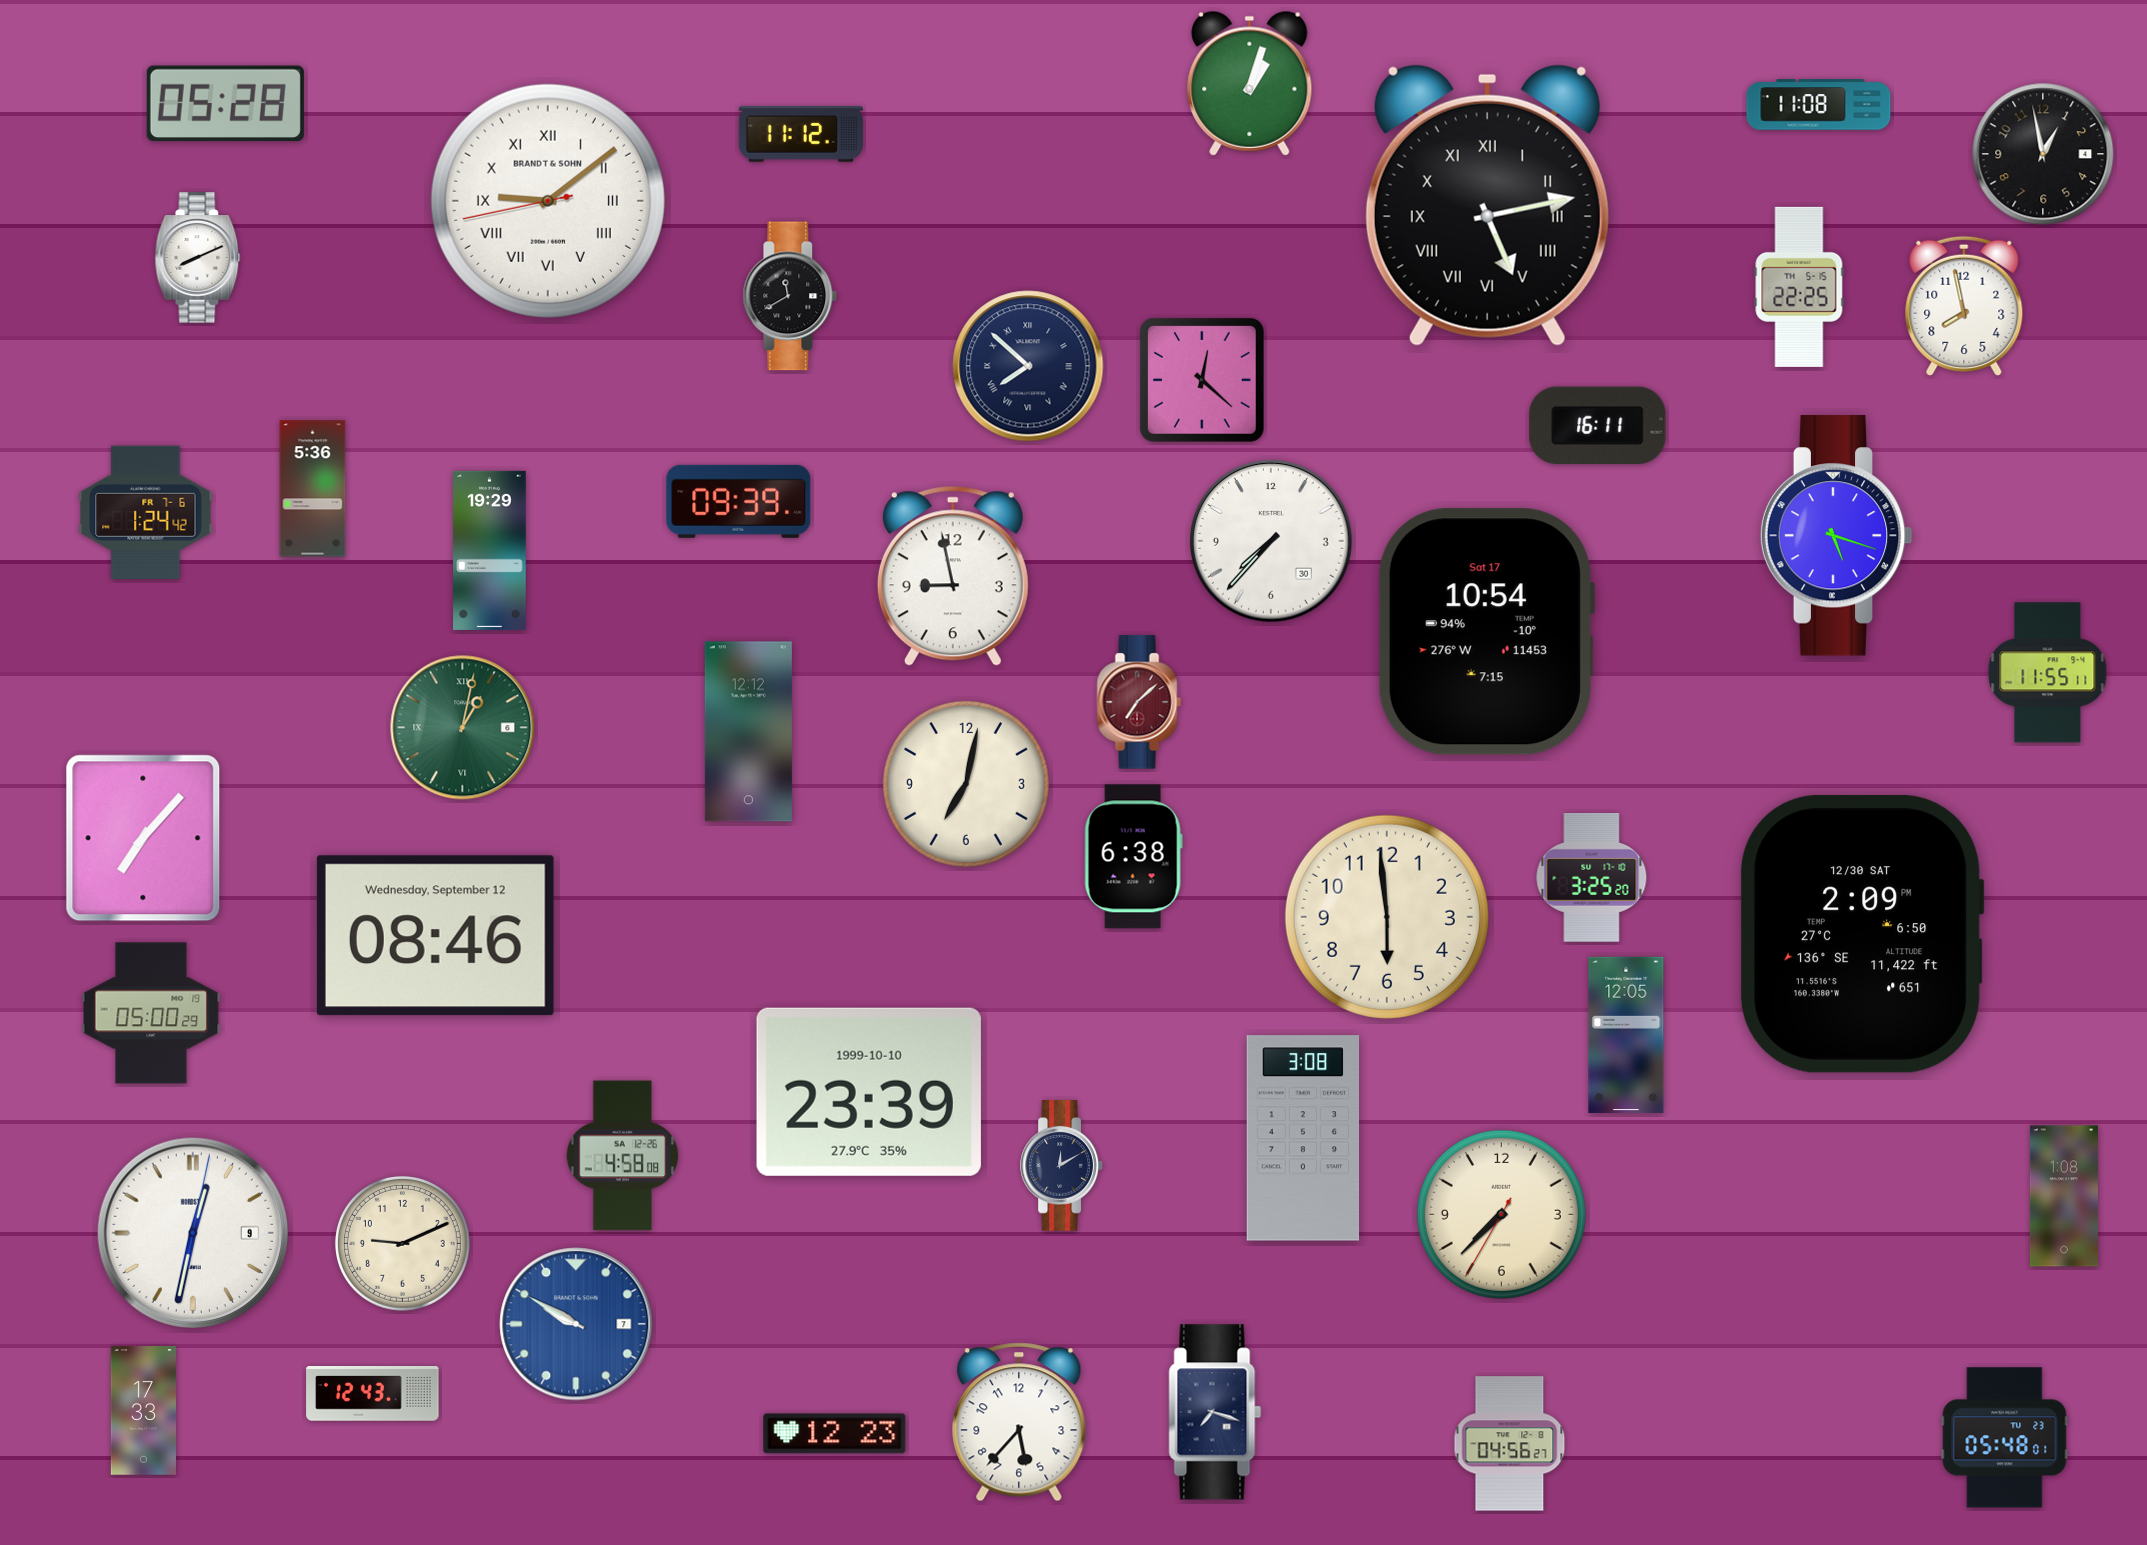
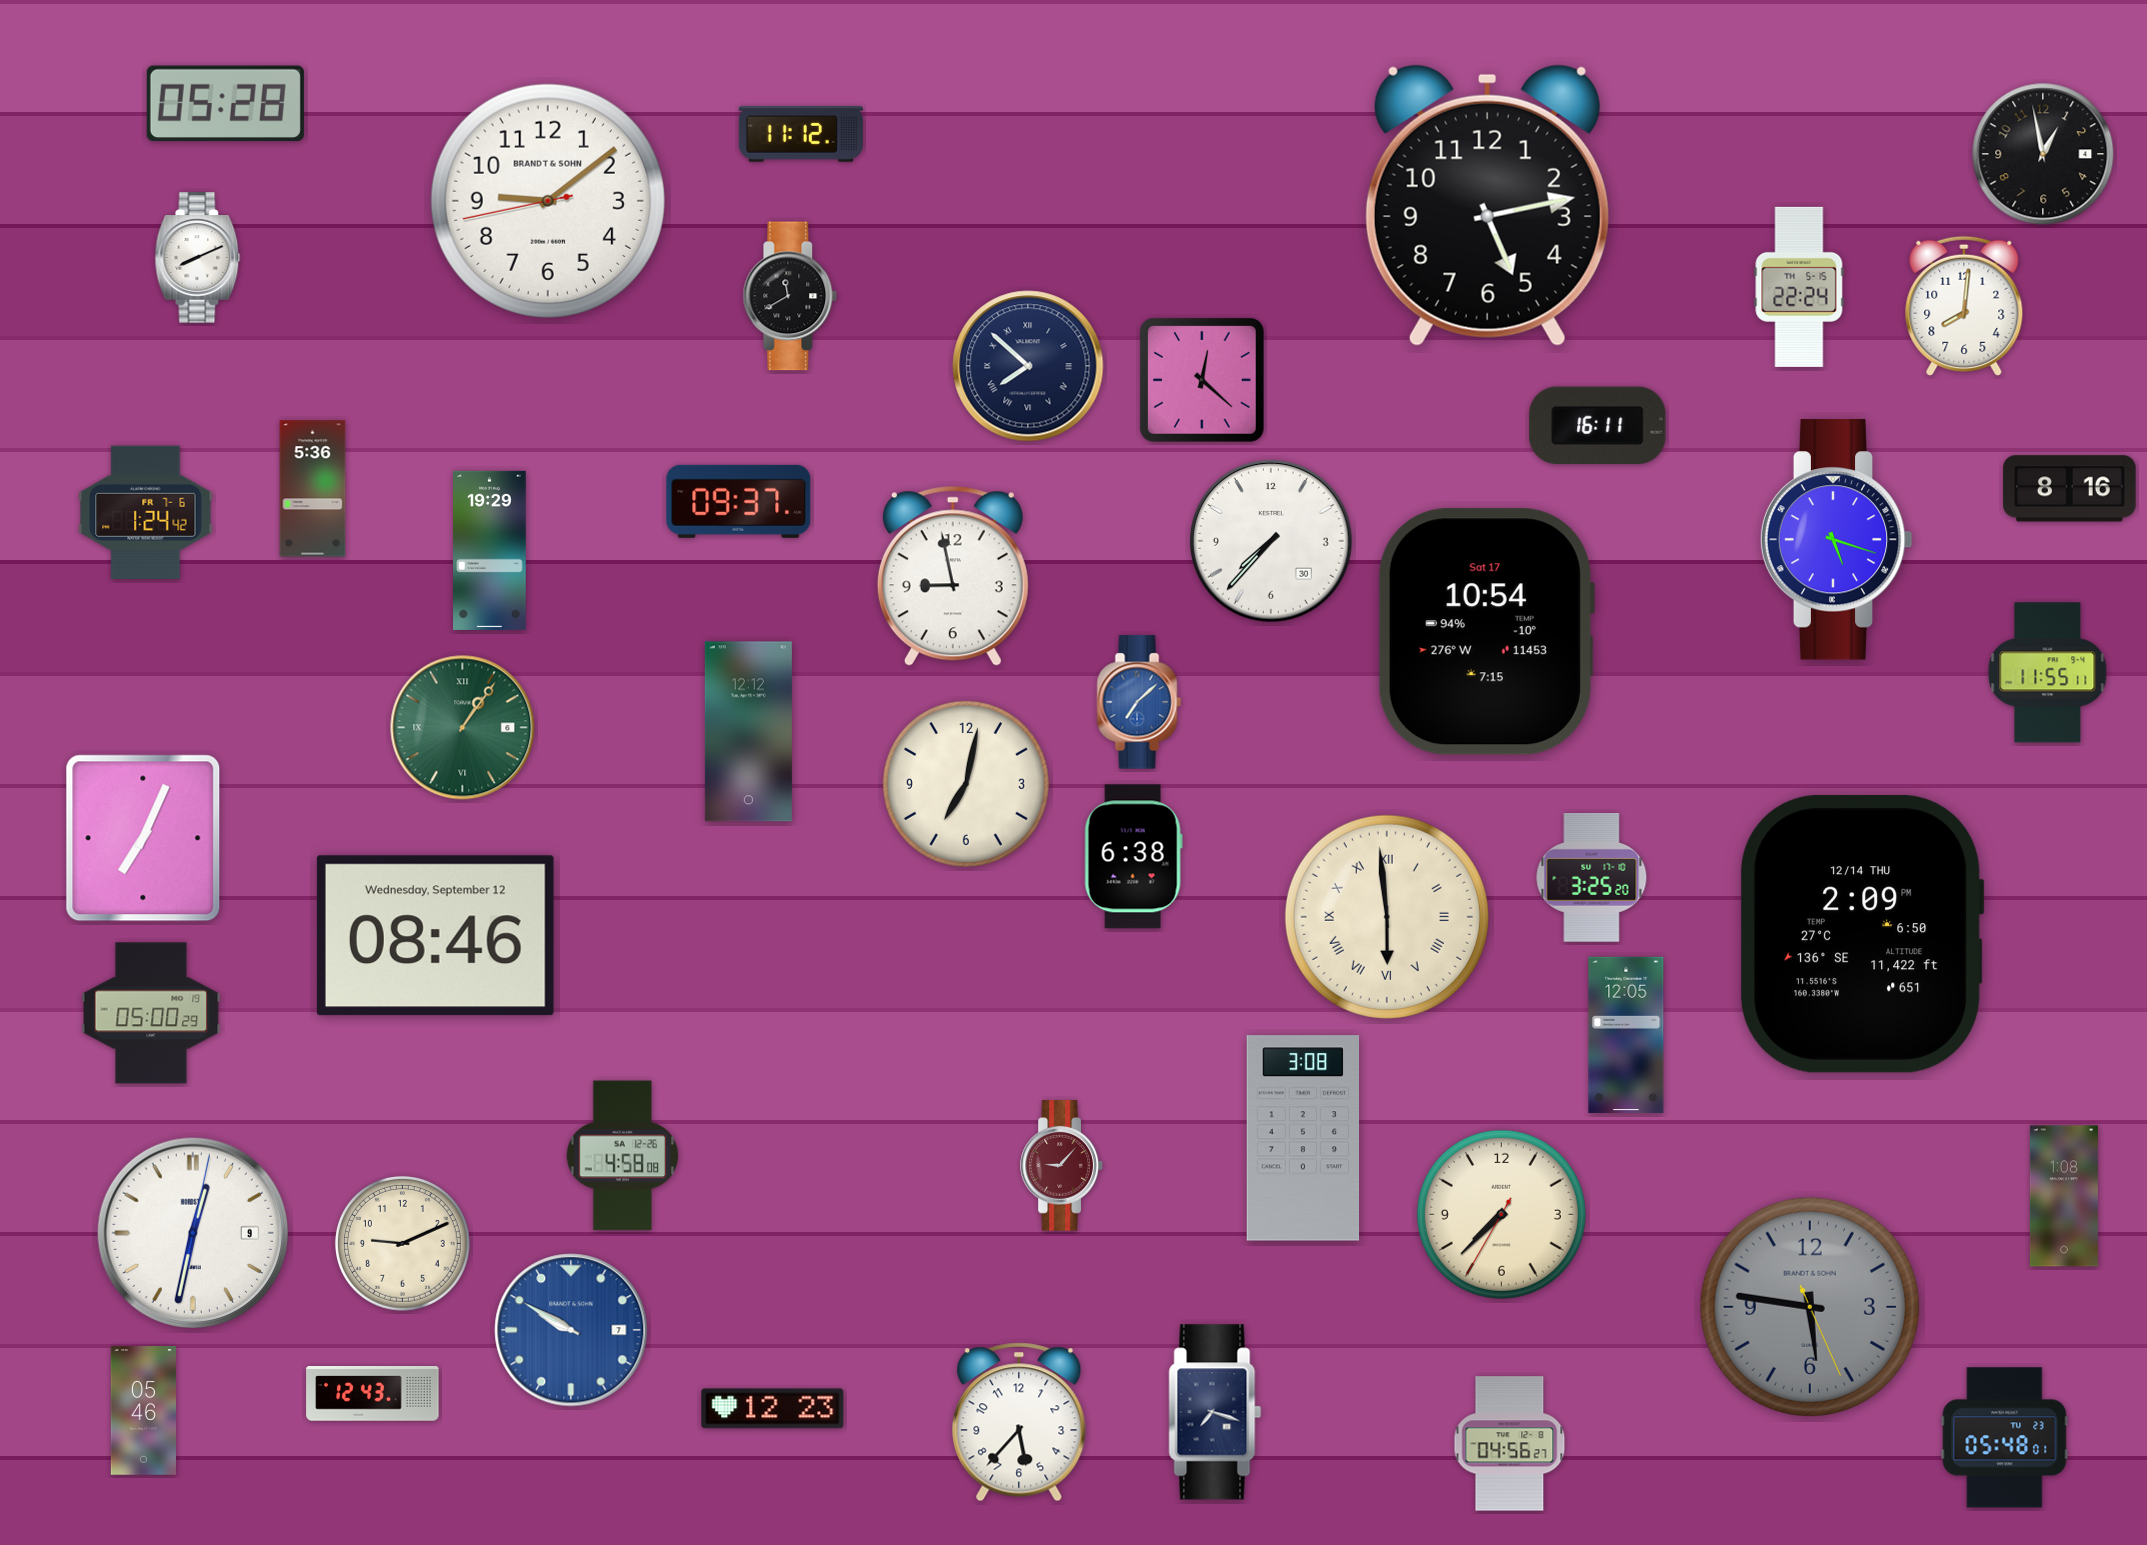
clock at (1250, 83): 1:03 -> none
clock at (1819, 105): 11:08 -> none
clock at (548, 201) numerals: Roman -> Arabic
clock at (1487, 205) numerals: Roman -> Arabic
clock at (1799, 287): 22:25 -> 22:24
clock at (1964, 306): 7:58 -> 8:01
clock at (2070, 489): none -> 8:16
clock at (739, 501): 09:39 -> 09:37
clock at (1836, 536) position: (1836, 536) -> (1836, 540)
clock at (1139, 702) dial: burgundy -> blue
clock at (463, 728): 1:02 -> 1:06
clock at (143, 838): 7:07 -> 7:04
clock at (1387, 917) numerals: Arabic -> Roman
clock at (1862, 934) date: 12/30 SAT -> 12/14 THU
clock at (869, 1092): 23:39 -> none
clock at (1062, 1166): 12:10 -> 9:07
clock at (1062, 1166) dial: navy -> burgundy
clock at (1810, 1307): none -> 5:46
clock at (576, 1324) position: (576, 1324) -> (571, 1330)
clock at (143, 1411): 17:33 -> 05:46
clock at (835, 1434) position: (835, 1434) -> (773, 1409)
